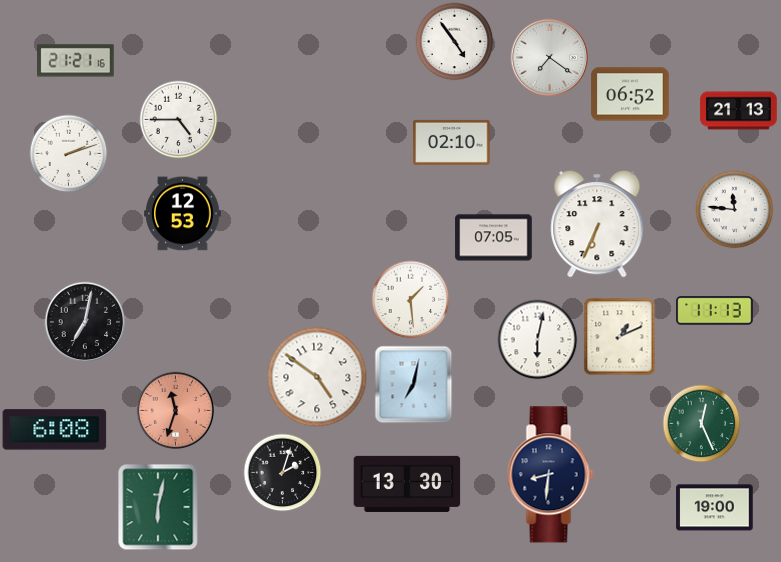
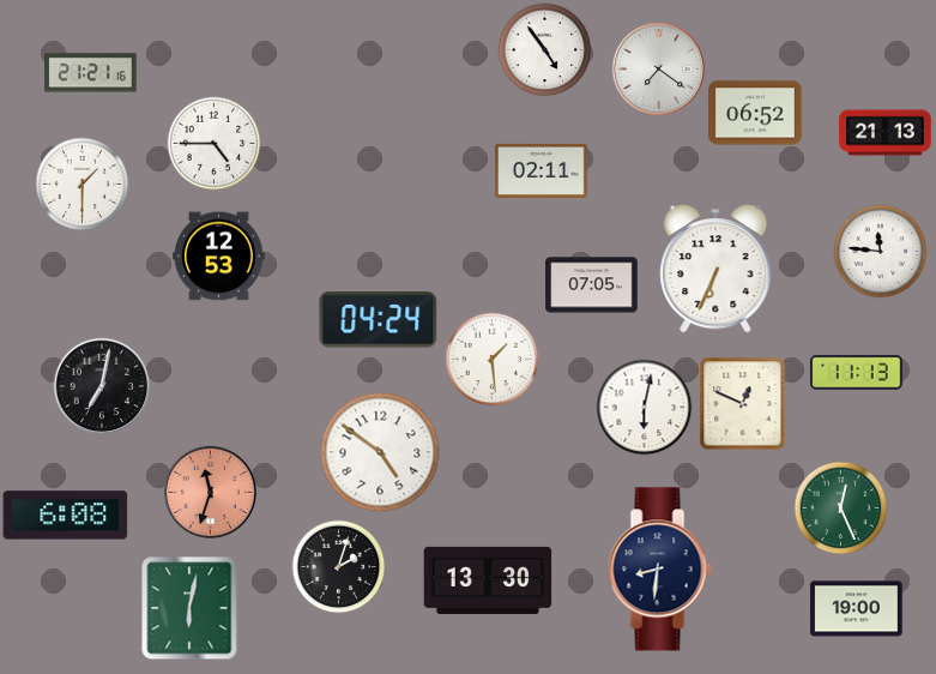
clock at (452, 142): 02:10 -> 02:11
clock at (68, 153): 2:12 -> 1:30
clock at (379, 320): none -> 04:24
clock at (620, 336): 1:11 -> 12:49
clock at (413, 384): 7:02 -> none
